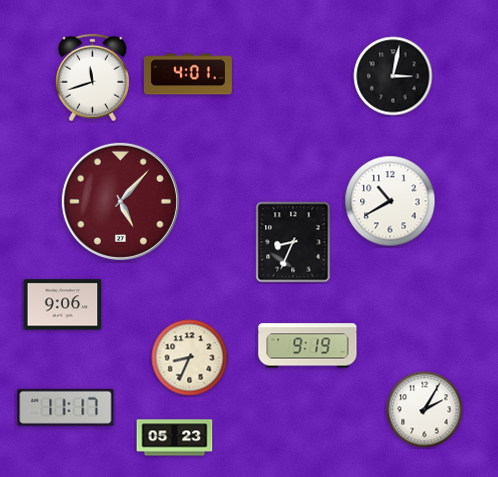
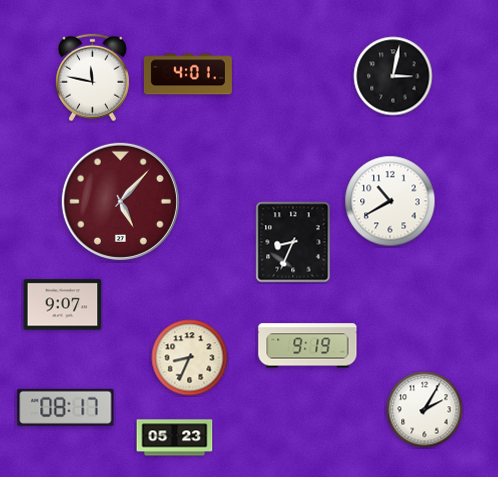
clock at (93, 78): 11:42 -> 11:47
clock at (63, 305): 9:06 -> 9:07
clock at (66, 407): 11:17 -> 08:17
